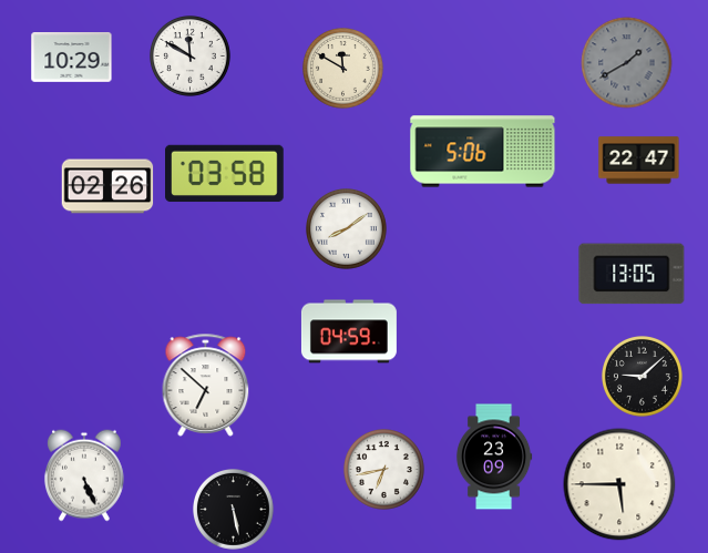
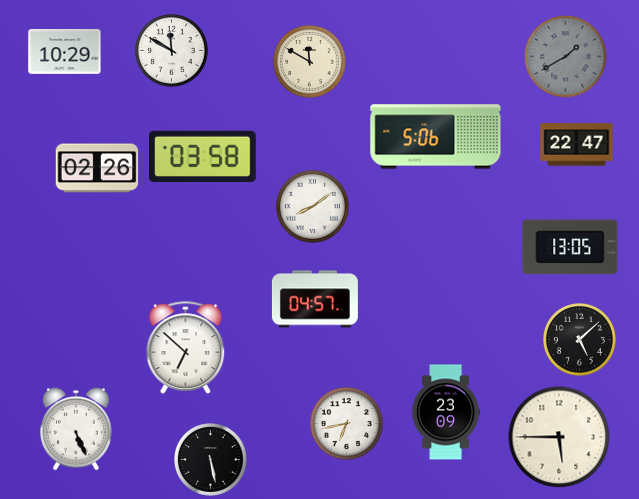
clock at (349, 331): 04:59 -> 04:57
clock at (643, 377): 9:08 -> 5:08
